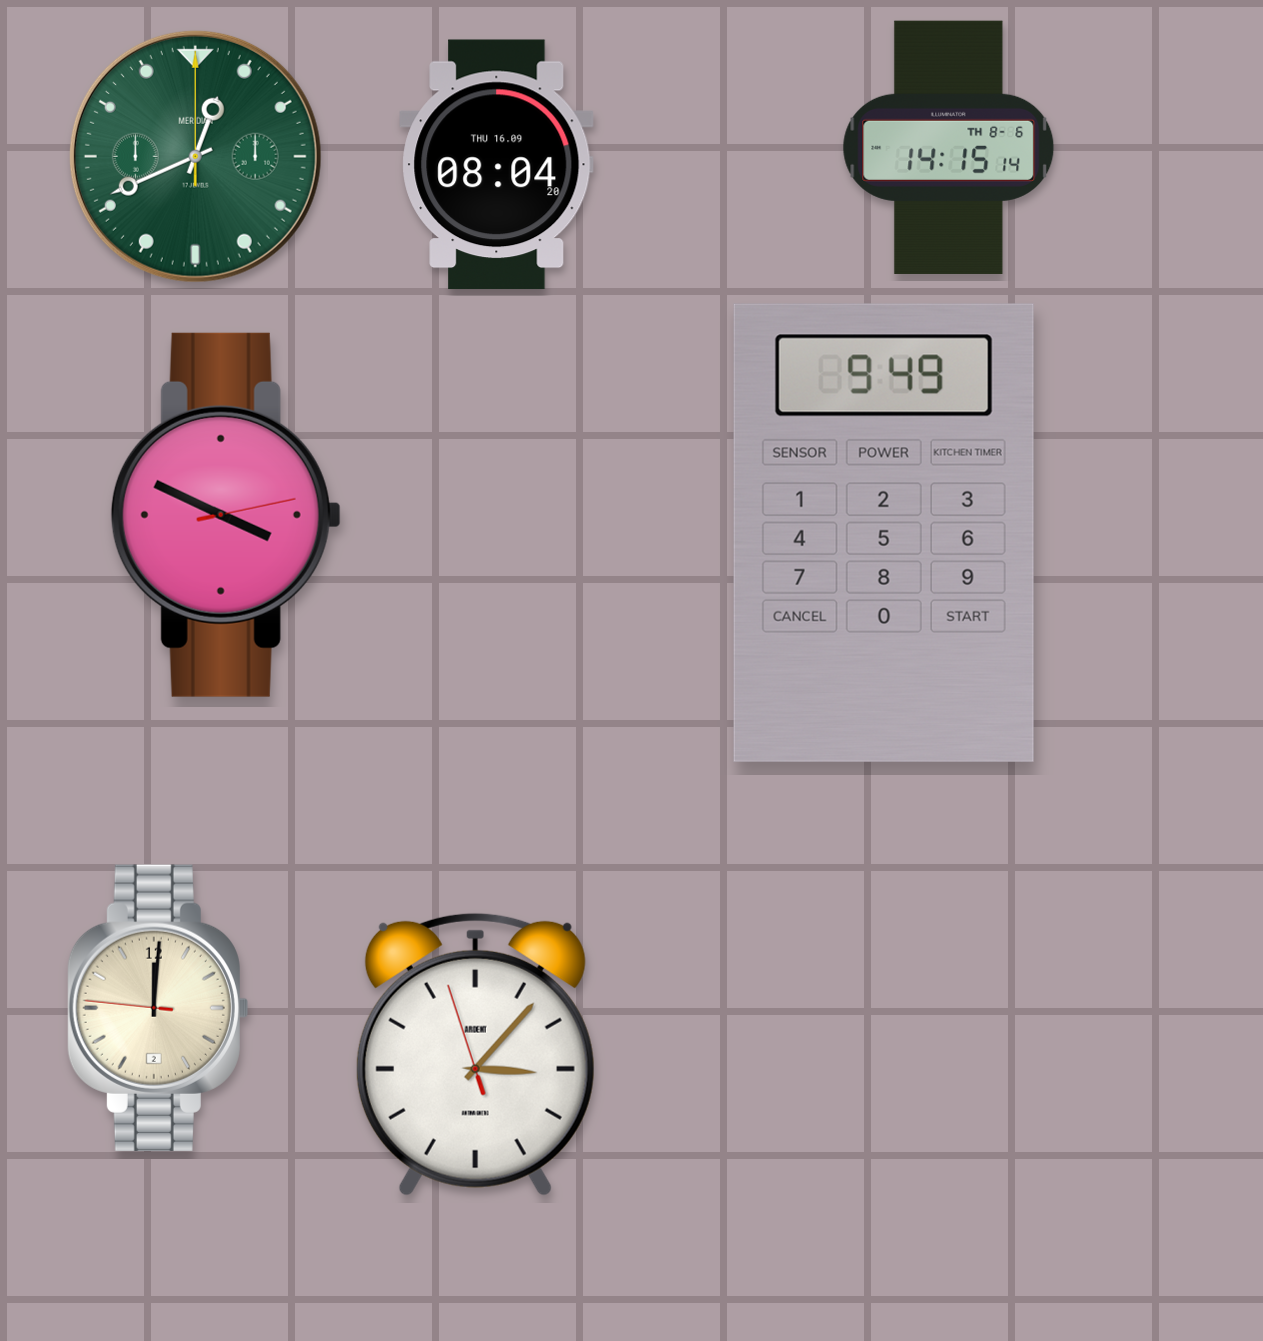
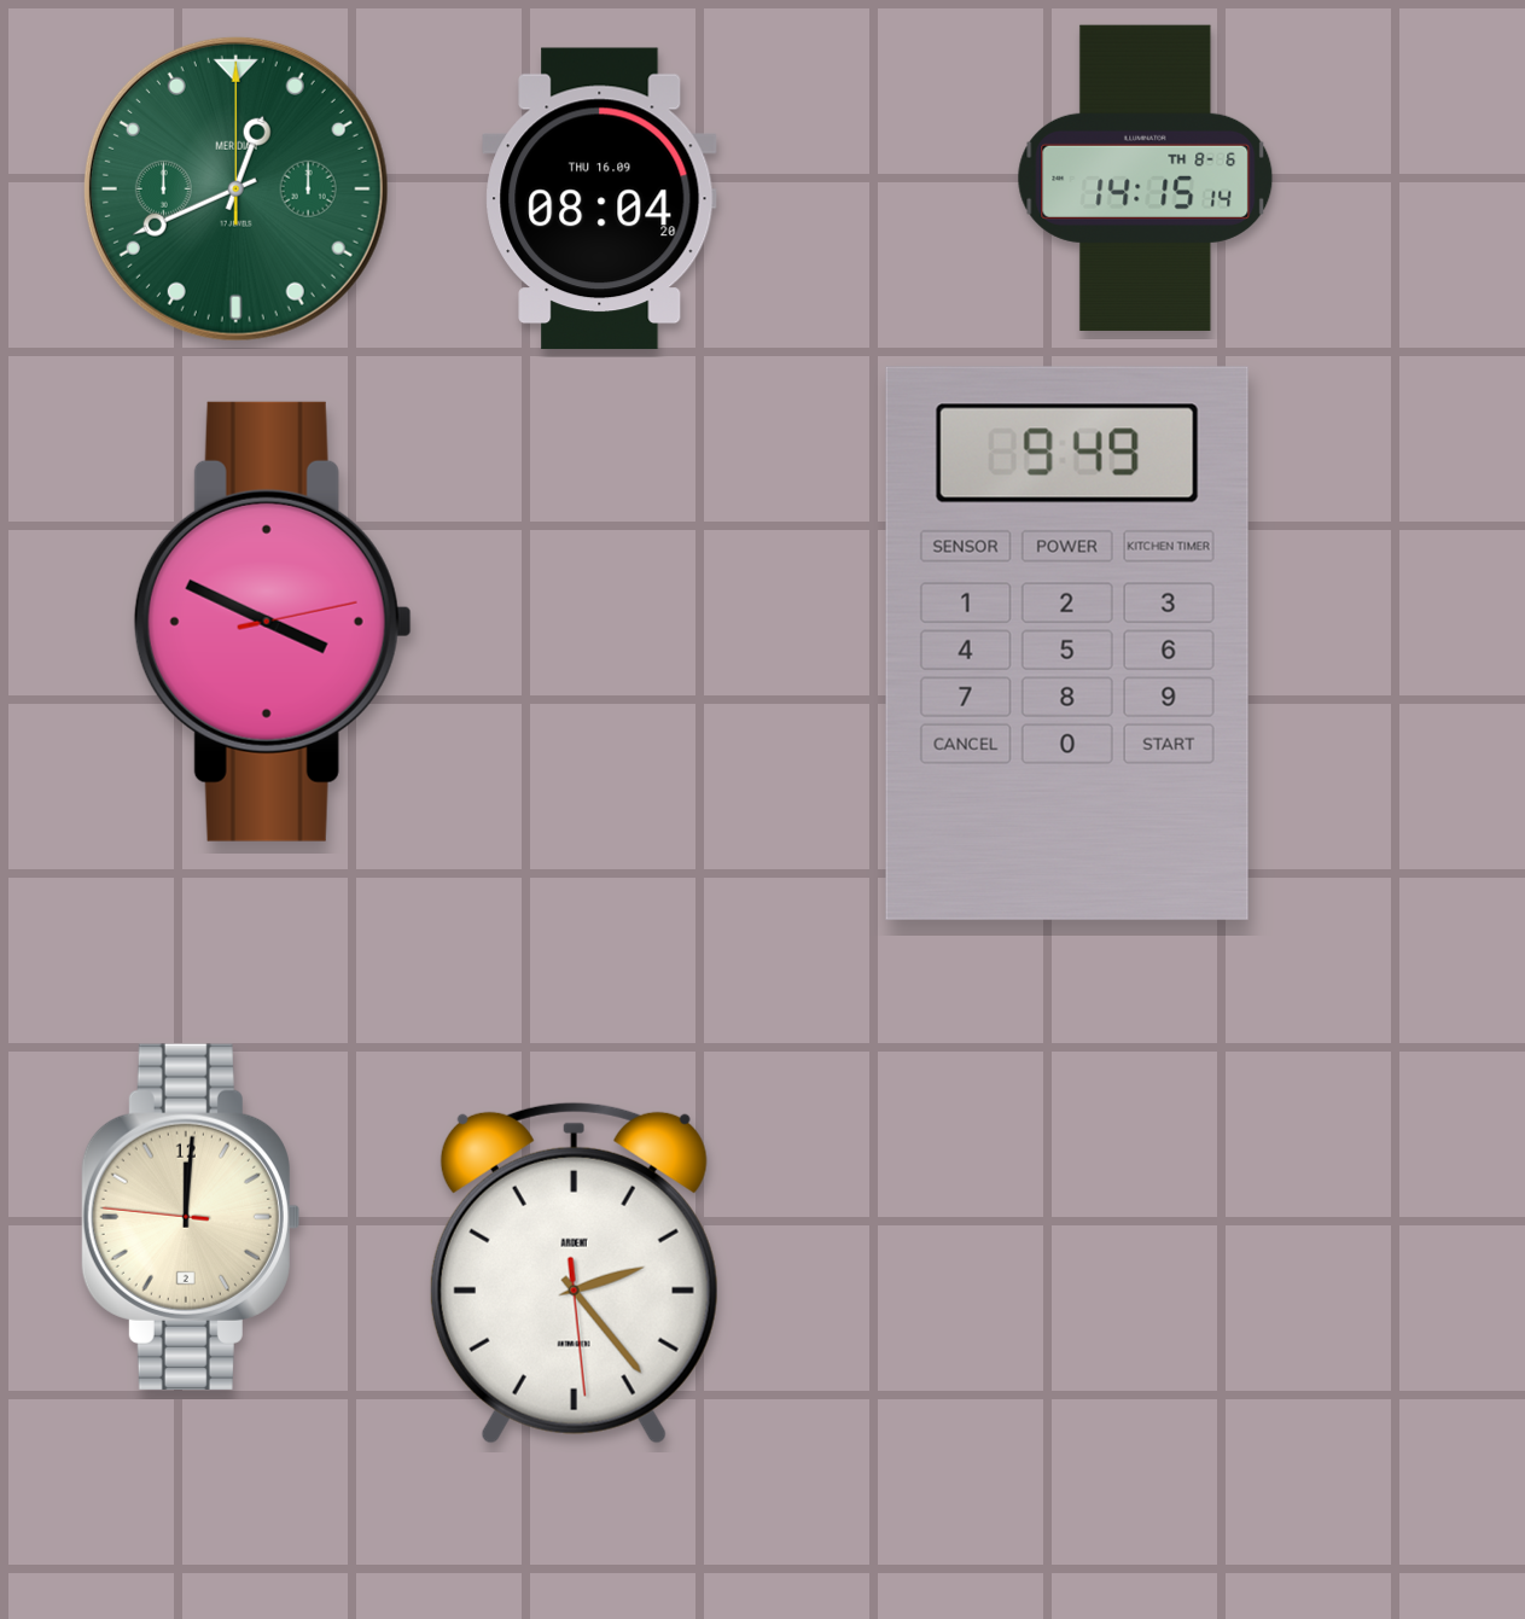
clock at (475, 1054): 3:06 -> 2:23
